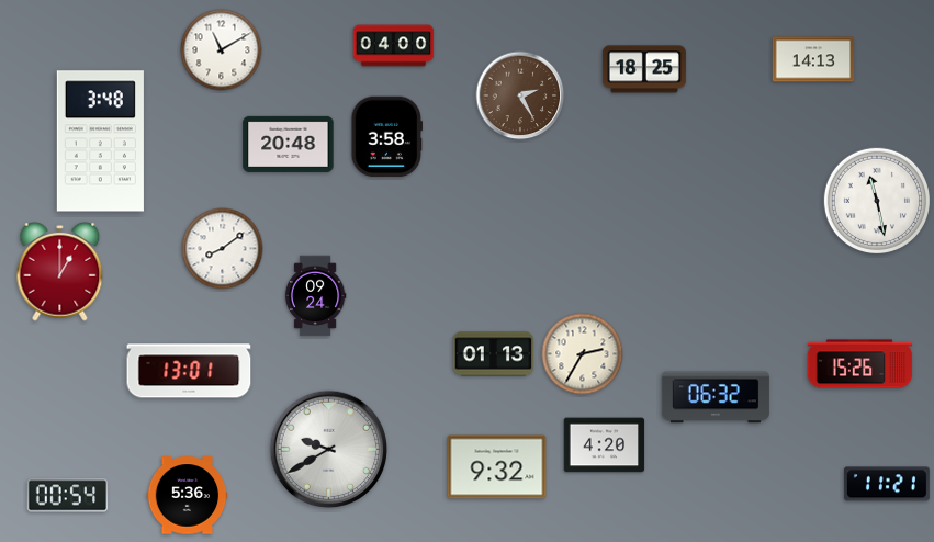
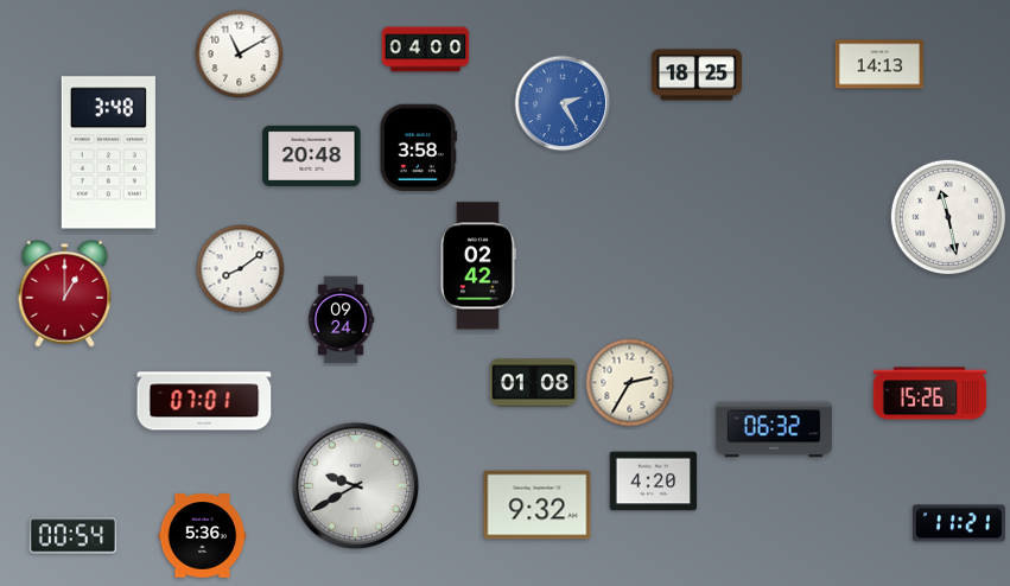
clock at (520, 95) dial: brown -> blue
clock at (478, 266): none -> 02:42
clock at (494, 354): 01:13 -> 01:08
clock at (189, 371): 13:01 -> 07:01
